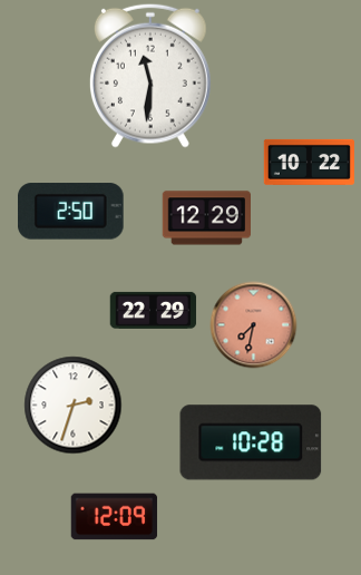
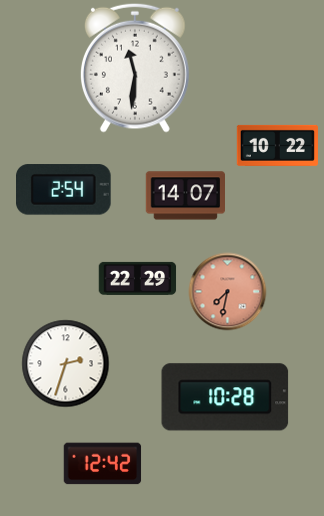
clock at (71, 212): 2:50 -> 2:54
clock at (206, 218): 12:29 -> 14:07
clock at (114, 517): 12:09 -> 12:42
